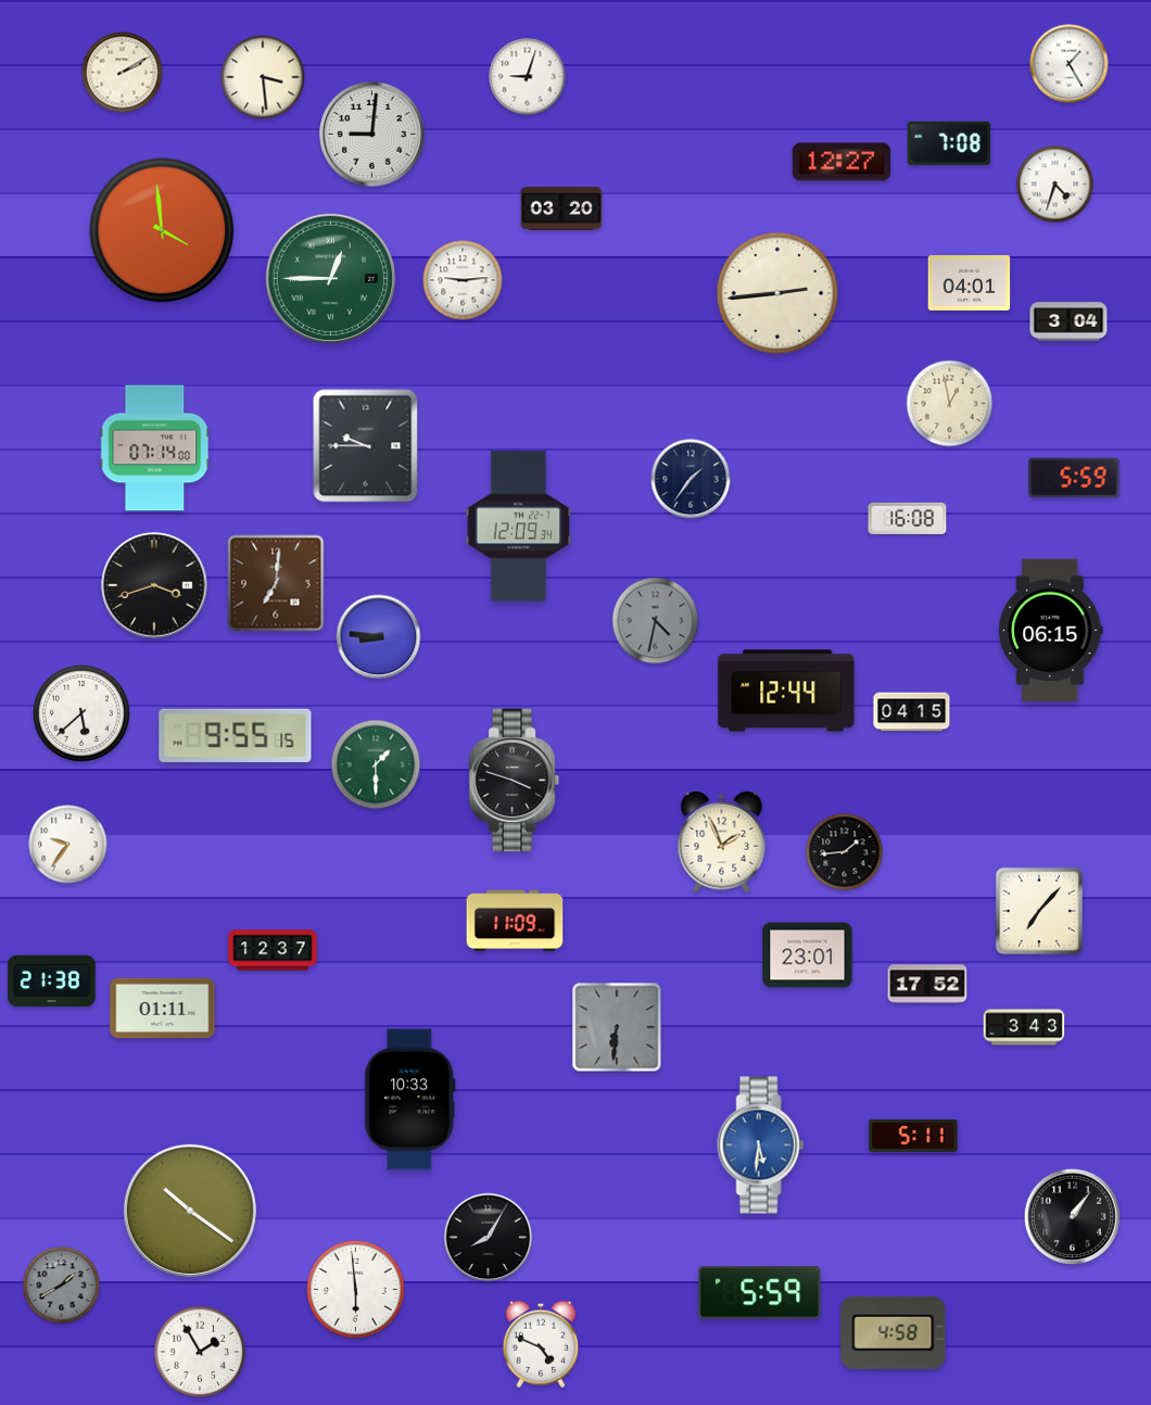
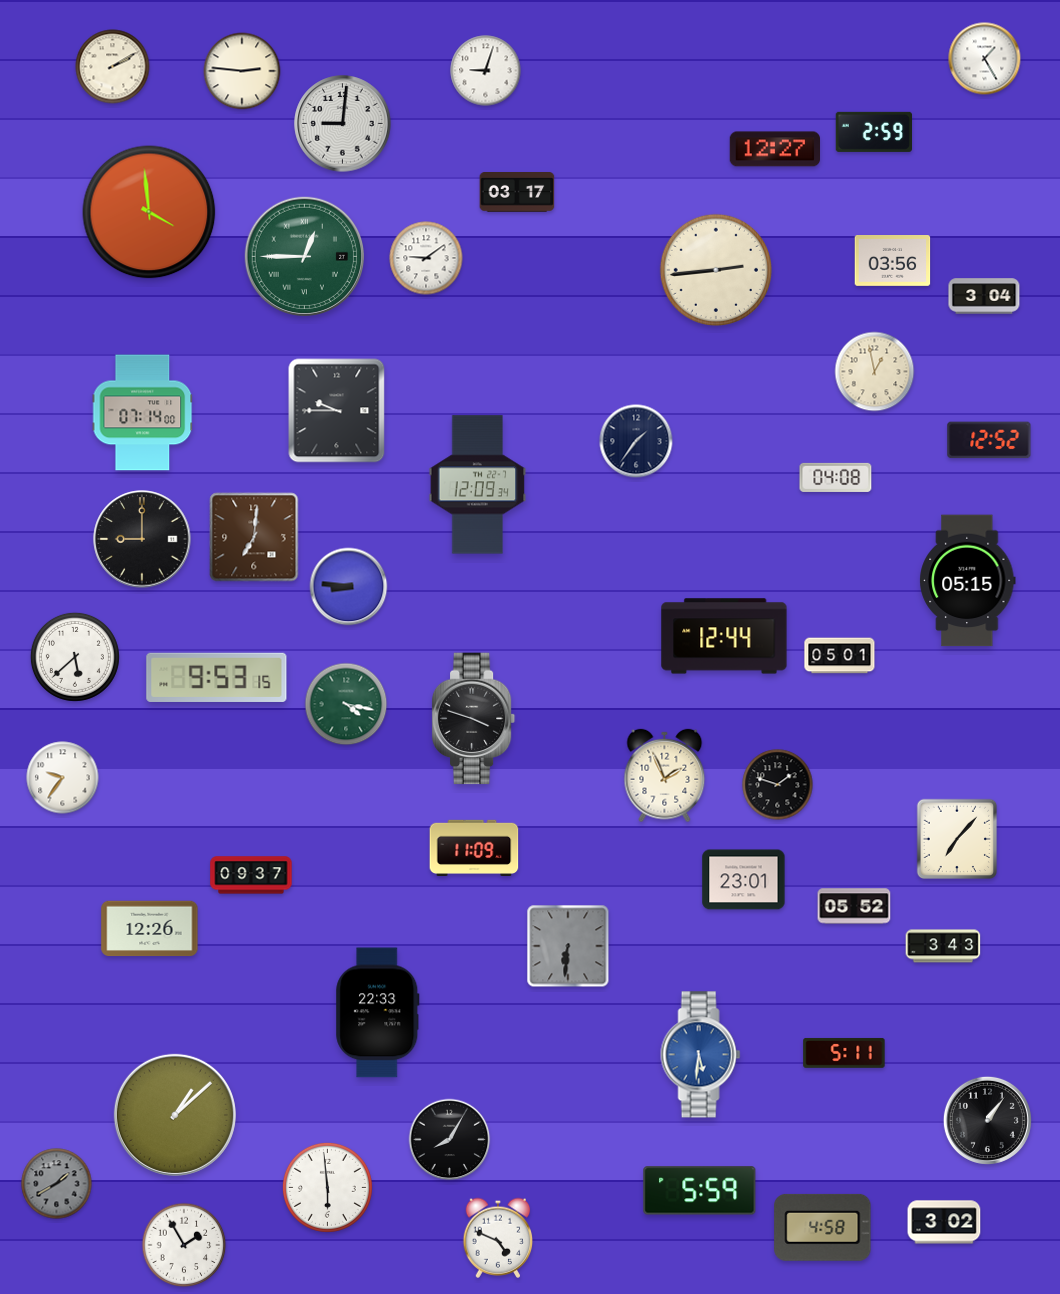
clock at (263, 77): 3:29 -> 2:46
clock at (948, 143): 7:08 -> 2:59
clock at (1055, 185): 4:33 -> none
clock at (561, 210): 03:20 -> 03:17
clock at (463, 280): 9:14 -> 9:09
clock at (970, 283): 04:01 -> 03:56
clock at (1074, 478): 5:59 -> 12:52
clock at (908, 518): 16:08 -> 04:08
clock at (154, 585): 3:42 -> 9:00
clock at (656, 621): 4:32 -> none
clock at (1051, 631): 06:15 -> 05:15
clock at (912, 712): 04:15 -> 05:01
clock at (236, 735): 9:55 -> 9:53
clock at (376, 764): 1:30 -> 4:17
clock at (845, 852): 1:44 -> 1:48
clock at (273, 950): 12:37 -> 09:37
clock at (52, 982): 21:38 -> none
clock at (927, 984): 17:52 -> 05:52
clock at (163, 1009): 01:11 -> 12:26
clock at (410, 1100): 10:33 -> 22:33
clock at (913, 1136) position: (913, 1136) -> (844, 1053)
clock at (190, 1211): 10:21 -> 1:08
clock at (944, 1222): none -> 3:02
